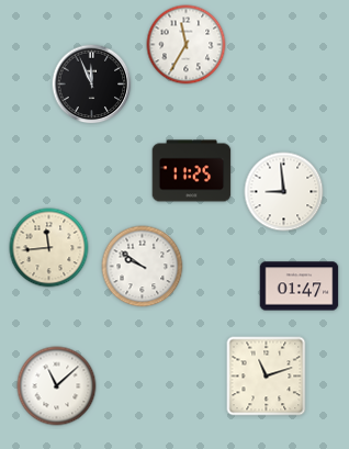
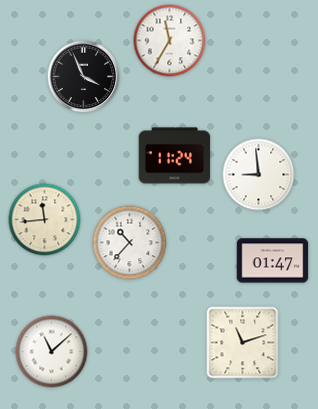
clock at (92, 85): 11:56 -> 3:56
clock at (192, 171): 11:25 -> 11:24
clock at (49, 248) position: (49, 248) -> (45, 220)
clock at (143, 267): 9:51 -> 10:37
